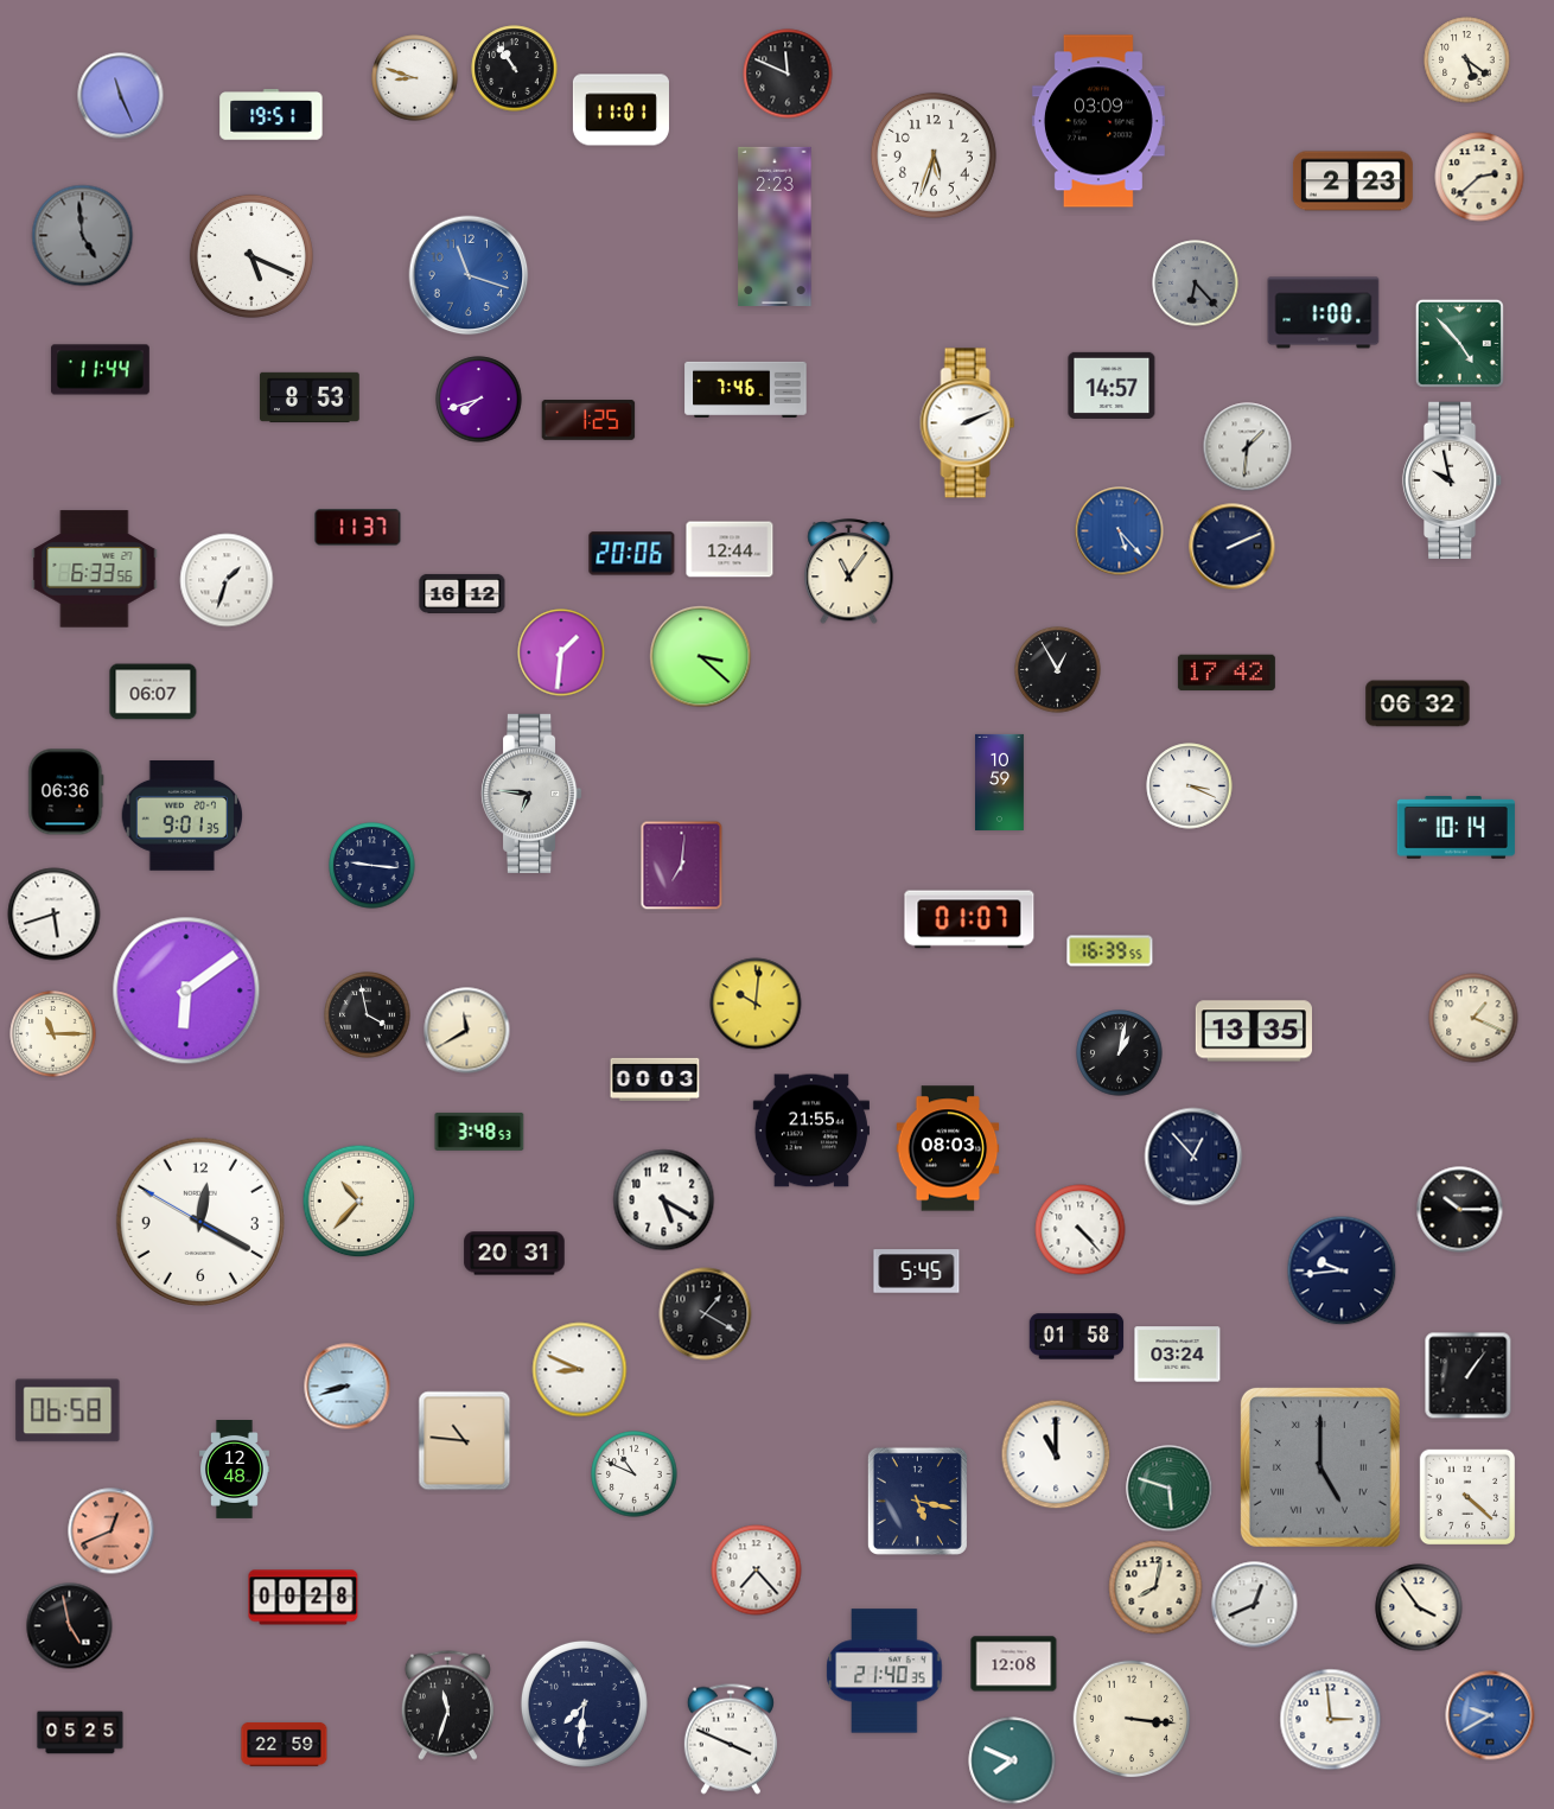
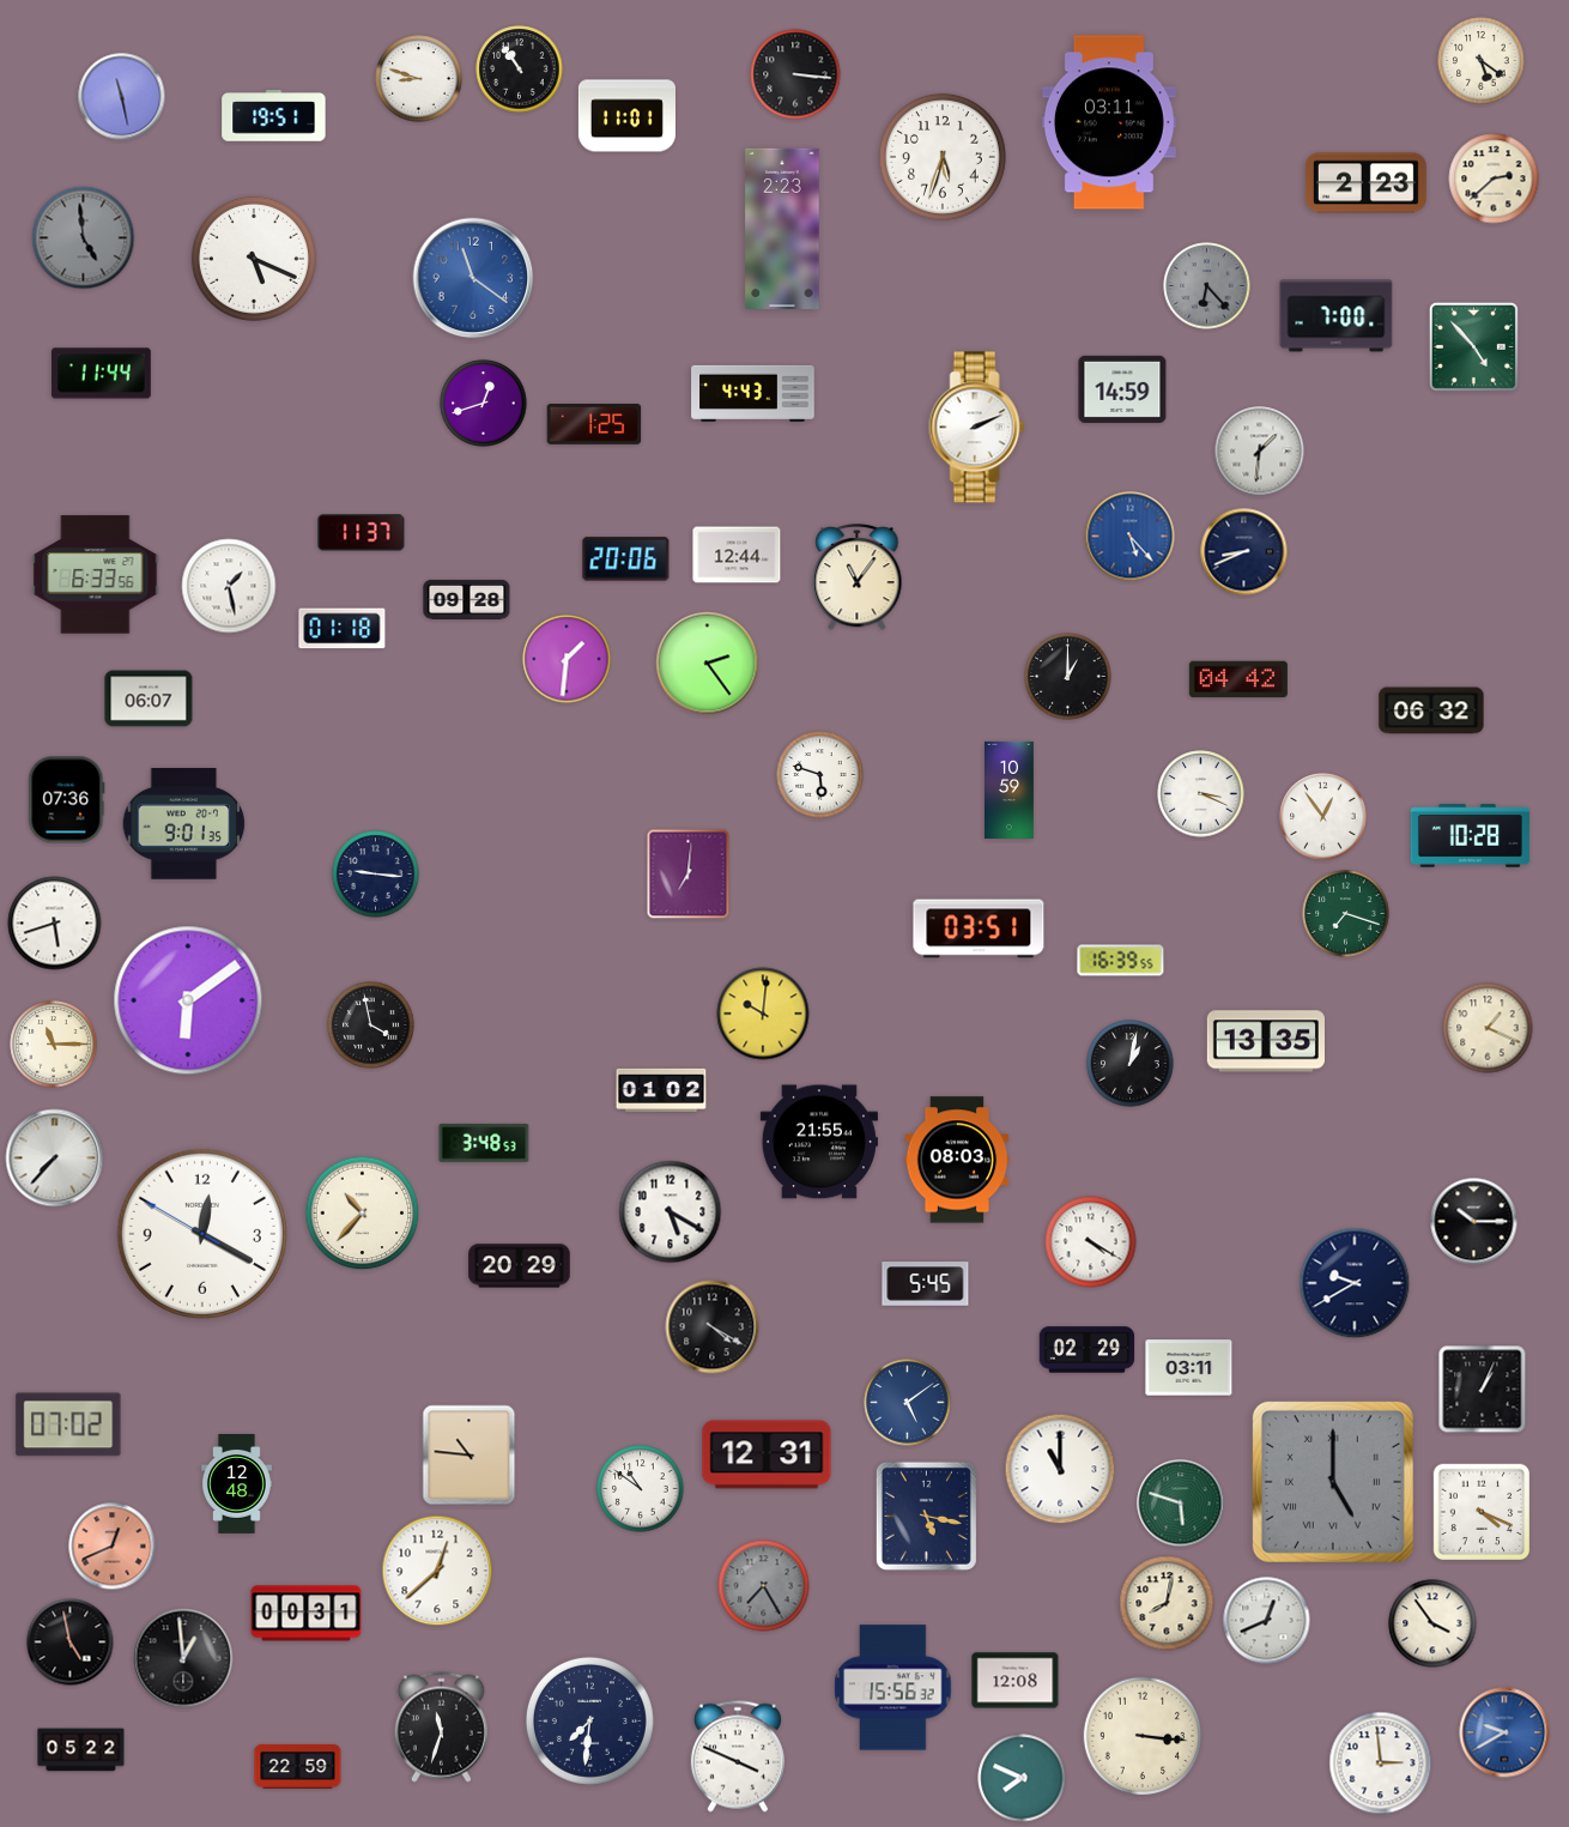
clock at (788, 74): 11:49 -> 3:16
clock at (121, 96): 11:26 -> 11:28
clock at (620, 110) position: (620, 110) -> (626, 116)
clock at (1098, 121): 03:09 -> 03:11
clock at (469, 275): 11:18 -> 11:21
clock at (1324, 313): 1:00 -> 7:00
clock at (1112, 386): 14:57 -> 14:59
clock at (746, 389): 7:46 -> 4:43
clock at (311, 397): 8:53 -> none
clock at (479, 400): 7:42 -> 12:42
clock at (1452, 480): 9:58 -> none
clock at (1233, 547): 2:11 -> 8:41
clock at (632, 554) position: (632, 554) -> (626, 559)
clock at (227, 580): 1:33 -> 1:28
clock at (463, 593): 16:12 -> 09:28
clock at (343, 629): none -> 01:18
clock at (701, 657): 3:22 -> 2:24
clock at (1058, 670): 12:55 -> 1:00
clock at (1227, 673): 17:42 -> 04:42
clock at (153, 692) position: (153, 692) -> (149, 698)
clock at (820, 775): none -> 5:48
clock at (66, 792): 06:36 -> 07:36
clock at (531, 794): 6:46 -> none
clock at (1323, 817): none -> 12:54
clock at (1456, 828): 10:14 -> 10:28
clock at (1346, 914): none -> 7:18
clock at (969, 919): 01:07 -> 03:51
clock at (467, 1031): 11:40 -> none
clock at (655, 1079): 00:03 -> 01:02
clock at (55, 1158): none -> 7:37
clock at (1193, 1157): 12:53 -> none
clock at (1081, 1230): 4:23 -> 4:20
clock at (515, 1254): 20:31 -> 20:29
clock at (1342, 1270): 9:44 -> 9:40
clock at (706, 1314): 1:20 -> 4:20
clock at (1077, 1337): 01:58 -> 02:29
clock at (1178, 1355): 03:24 -> 03:11
clock at (580, 1370): 8:49 -> none
clock at (1469, 1376): 1:06 -> 1:04
clock at (348, 1387): 8:42 -> none
clock at (908, 1403): none -> 5:09
clock at (68, 1410): 06:58 -> 07:02
clock at (767, 1454): none -> 12:31
clock at (1056, 1454) position: (1056, 1454) -> (1060, 1469)
clock at (635, 1474): 10:49 -> 10:51
clock at (1467, 1497): 4:22 -> 4:19
clock at (437, 1571): none -> 12:38
clock at (757, 1571): 7:23 -> 7:25
clock at (757, 1571) dial: white -> grey
clock at (304, 1598): 00:28 -> 00:31
clock at (183, 1658): none -> 12:59
clock at (1014, 1664) position: (1014, 1664) -> (1016, 1681)
clock at (885, 1671): 21:40 -> 15:56
clock at (447, 1705) position: (447, 1705) -> (441, 1726)
clock at (1331, 1720) position: (1331, 1720) -> (1381, 1764)
clock at (81, 1733): 05:25 -> 05:22
clock at (285, 1745) position: (285, 1745) -> (298, 1767)
